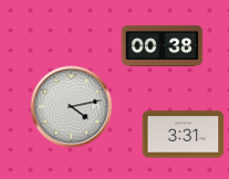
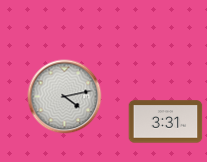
clock at (163, 45): 00:38 -> none
